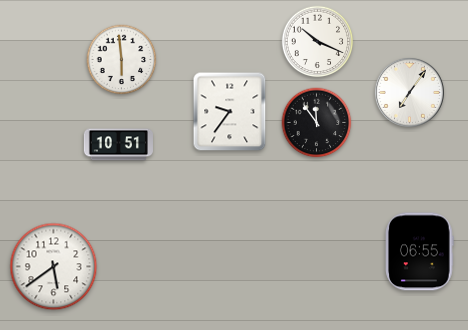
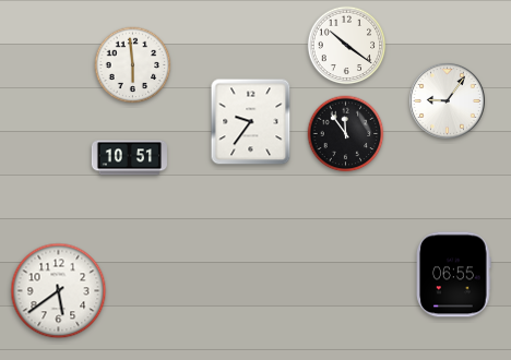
clock at (318, 42): 10:19 -> 10:21
clock at (409, 92): 7:06 -> 9:06
clock at (420, 252) position: (420, 252) -> (454, 275)
